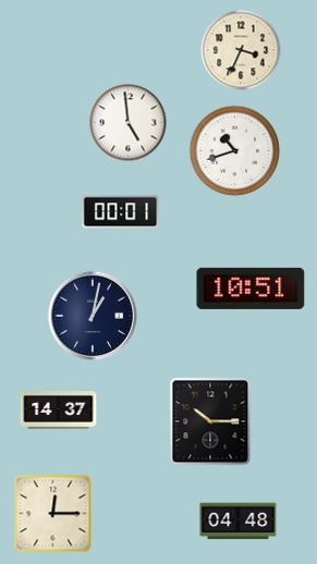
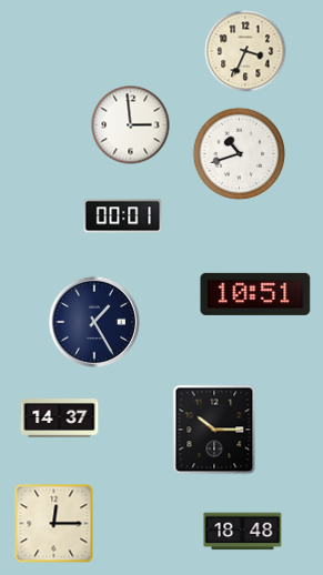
clock at (129, 123): 4:59 -> 2:59
clock at (92, 315): 1:02 -> 1:25
clock at (239, 522): 04:48 -> 18:48
